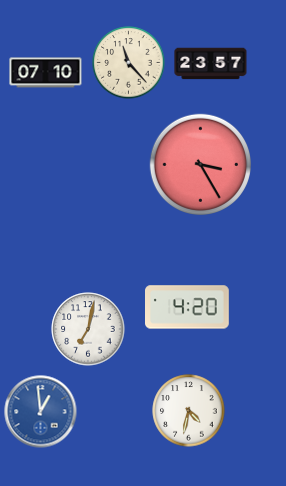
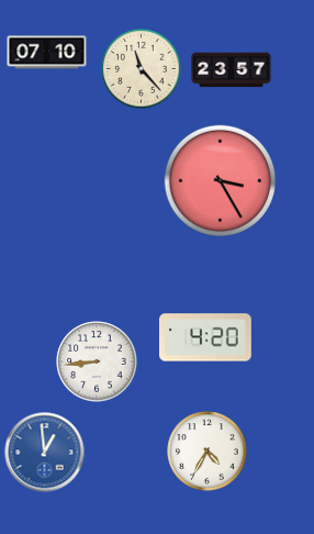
clock at (46, 73) position: (46, 73) -> (47, 53)
clock at (88, 329): 7:02 -> 8:44
clock at (189, 411): 4:32 -> 4:35
